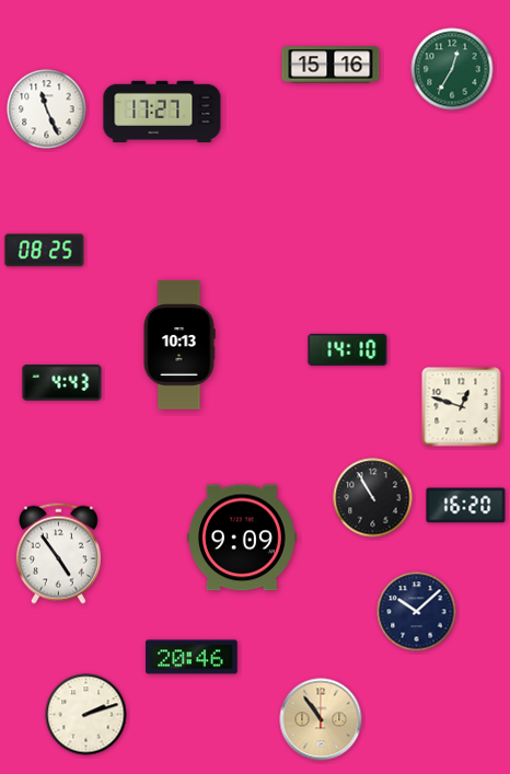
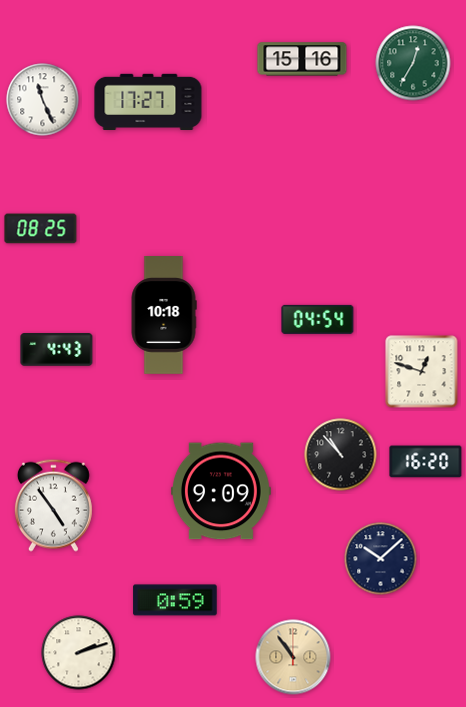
clock at (179, 346): 10:13 -> 10:18
clock at (348, 349): 14:10 -> 04:54
clock at (373, 498): 10:55 -> 10:53
clock at (192, 657): 20:46 -> 0:59
